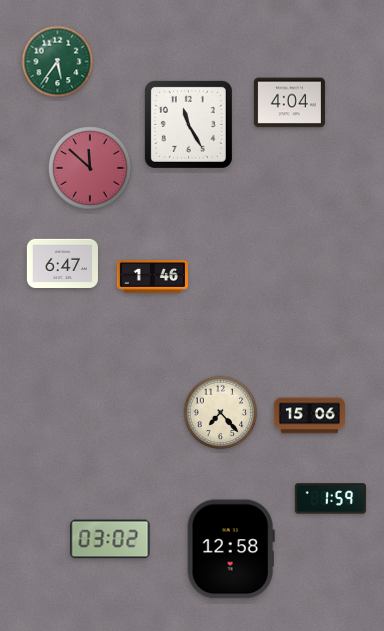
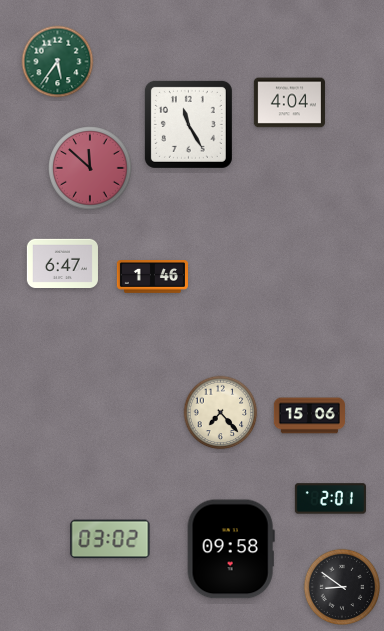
clock at (330, 499): 1:59 -> 2:01
clock at (231, 549): 12:58 -> 09:58
clock at (342, 587): none -> 8:51
